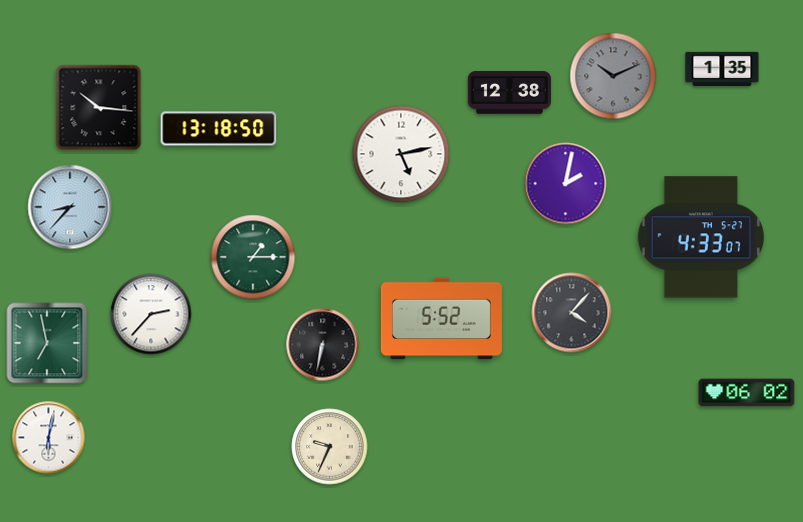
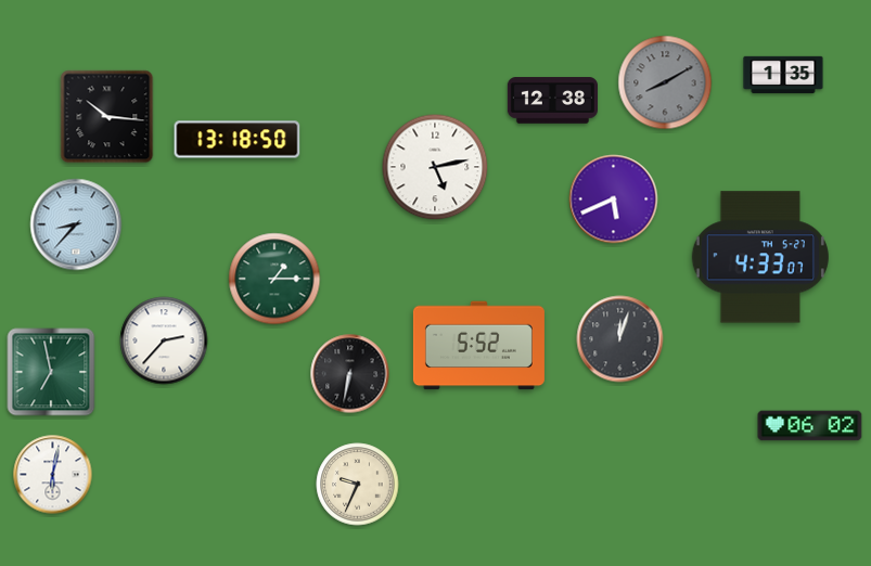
clock at (613, 76): 10:11 -> 8:10
clock at (566, 184): 2:02 -> 5:41
clock at (572, 313): 4:07 -> 12:03
